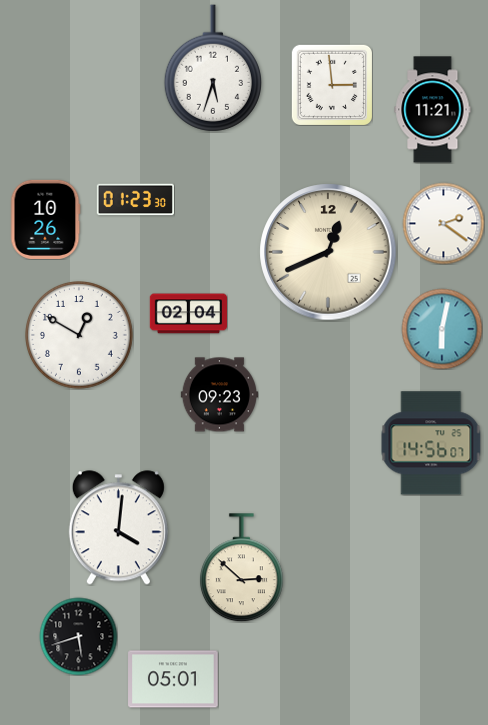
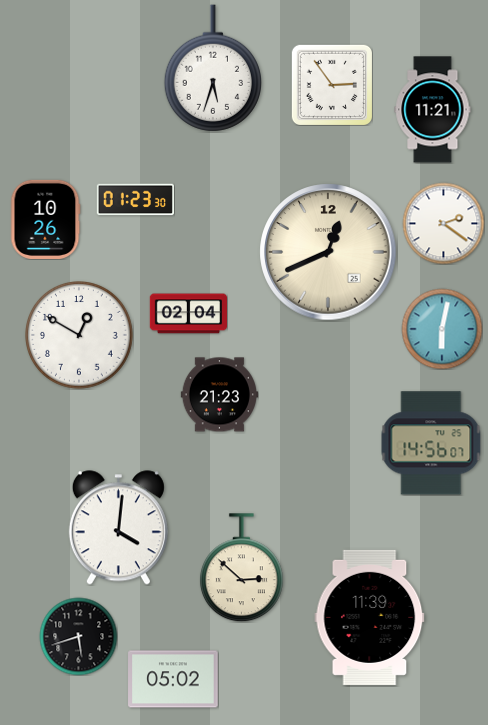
clock at (332, 85): 2:59 -> 2:54
clock at (219, 395): 09:23 -> 21:23
clock at (370, 617): none -> 11:39
clock at (173, 679): 05:01 -> 05:02
